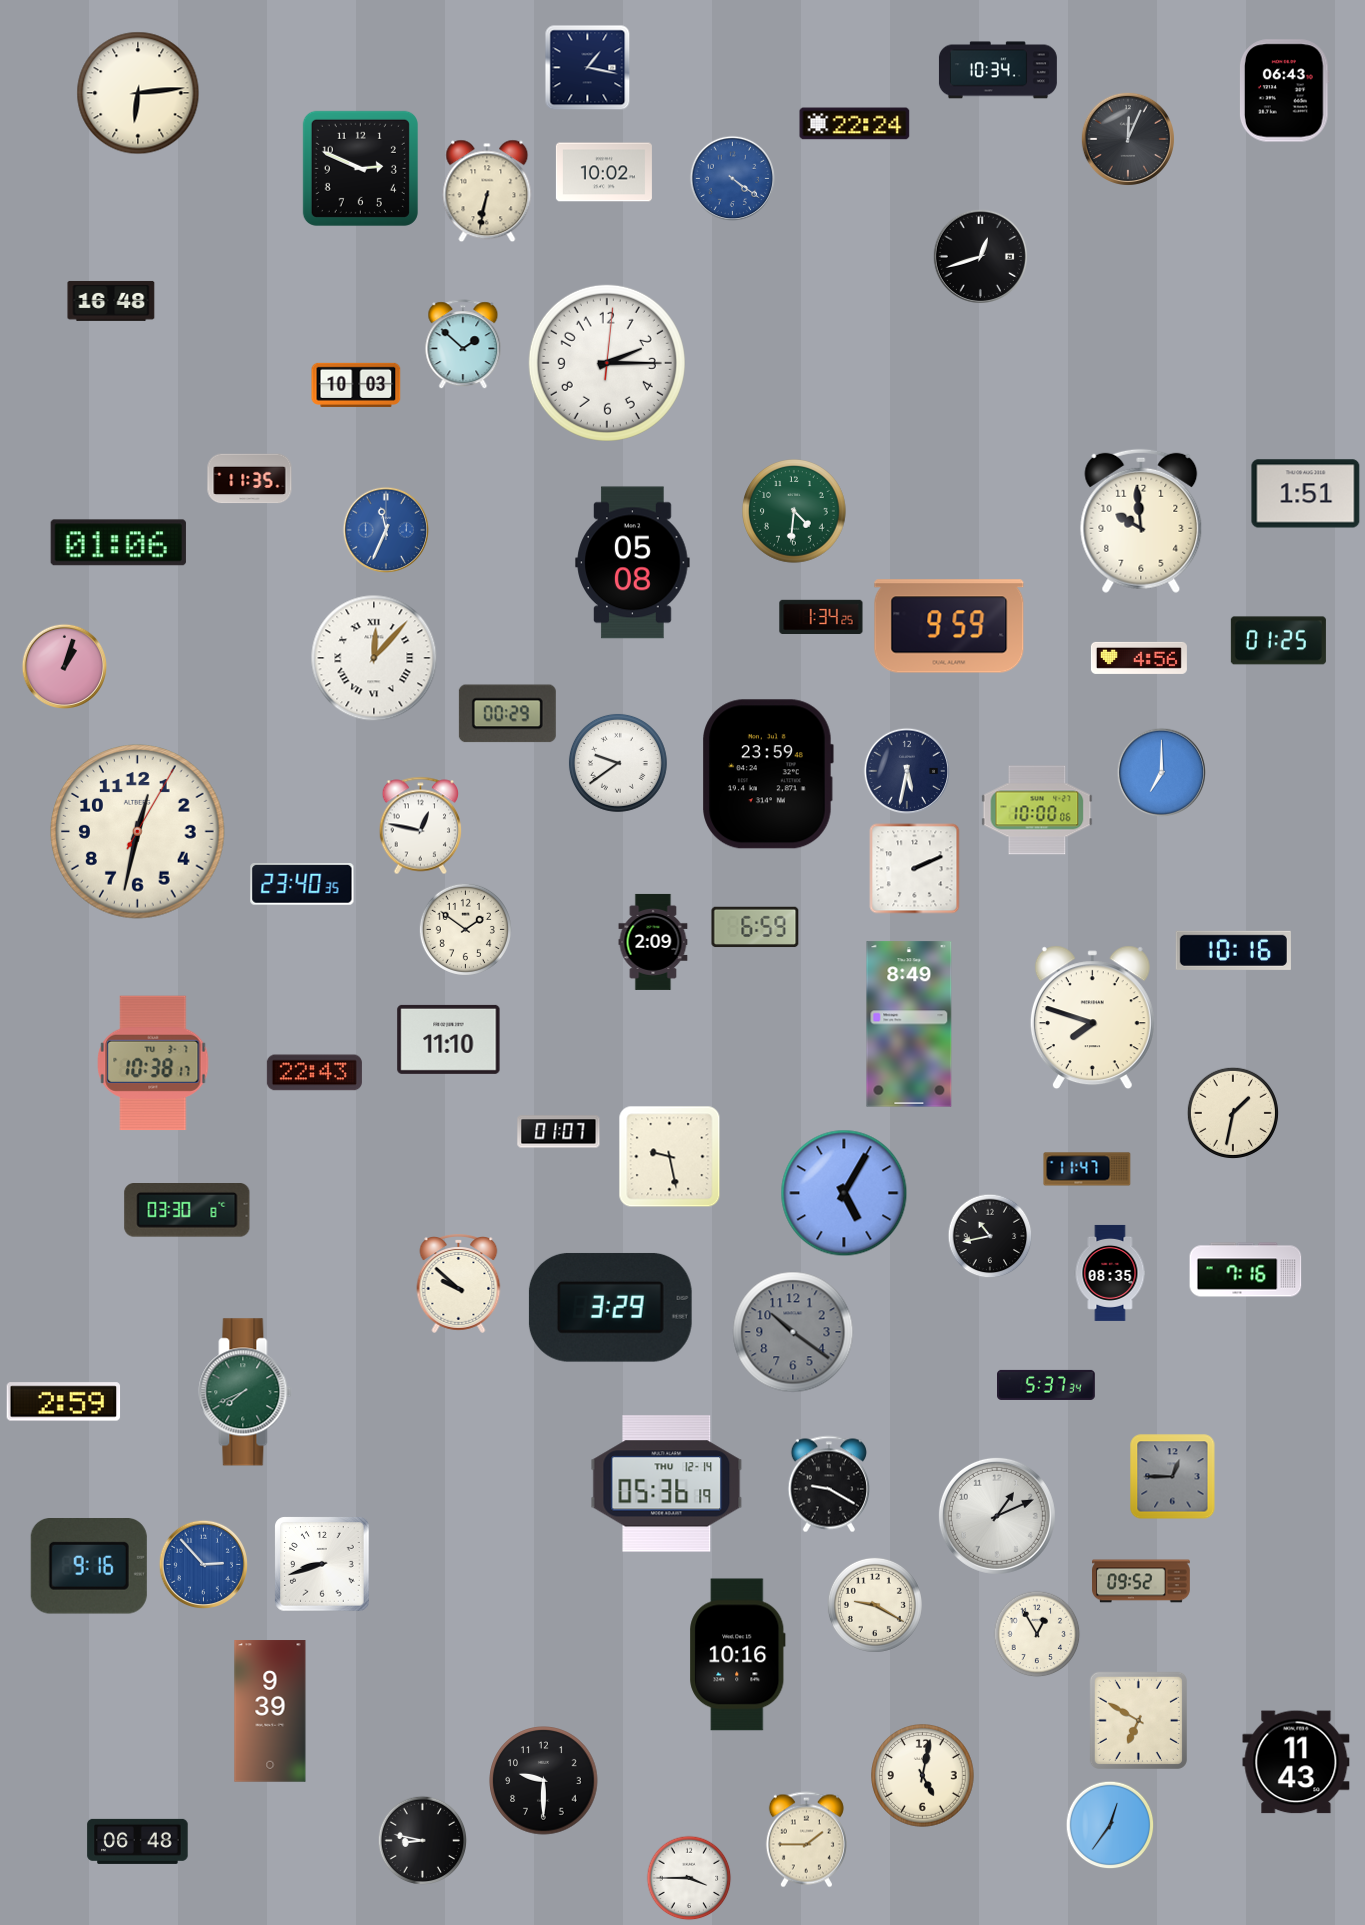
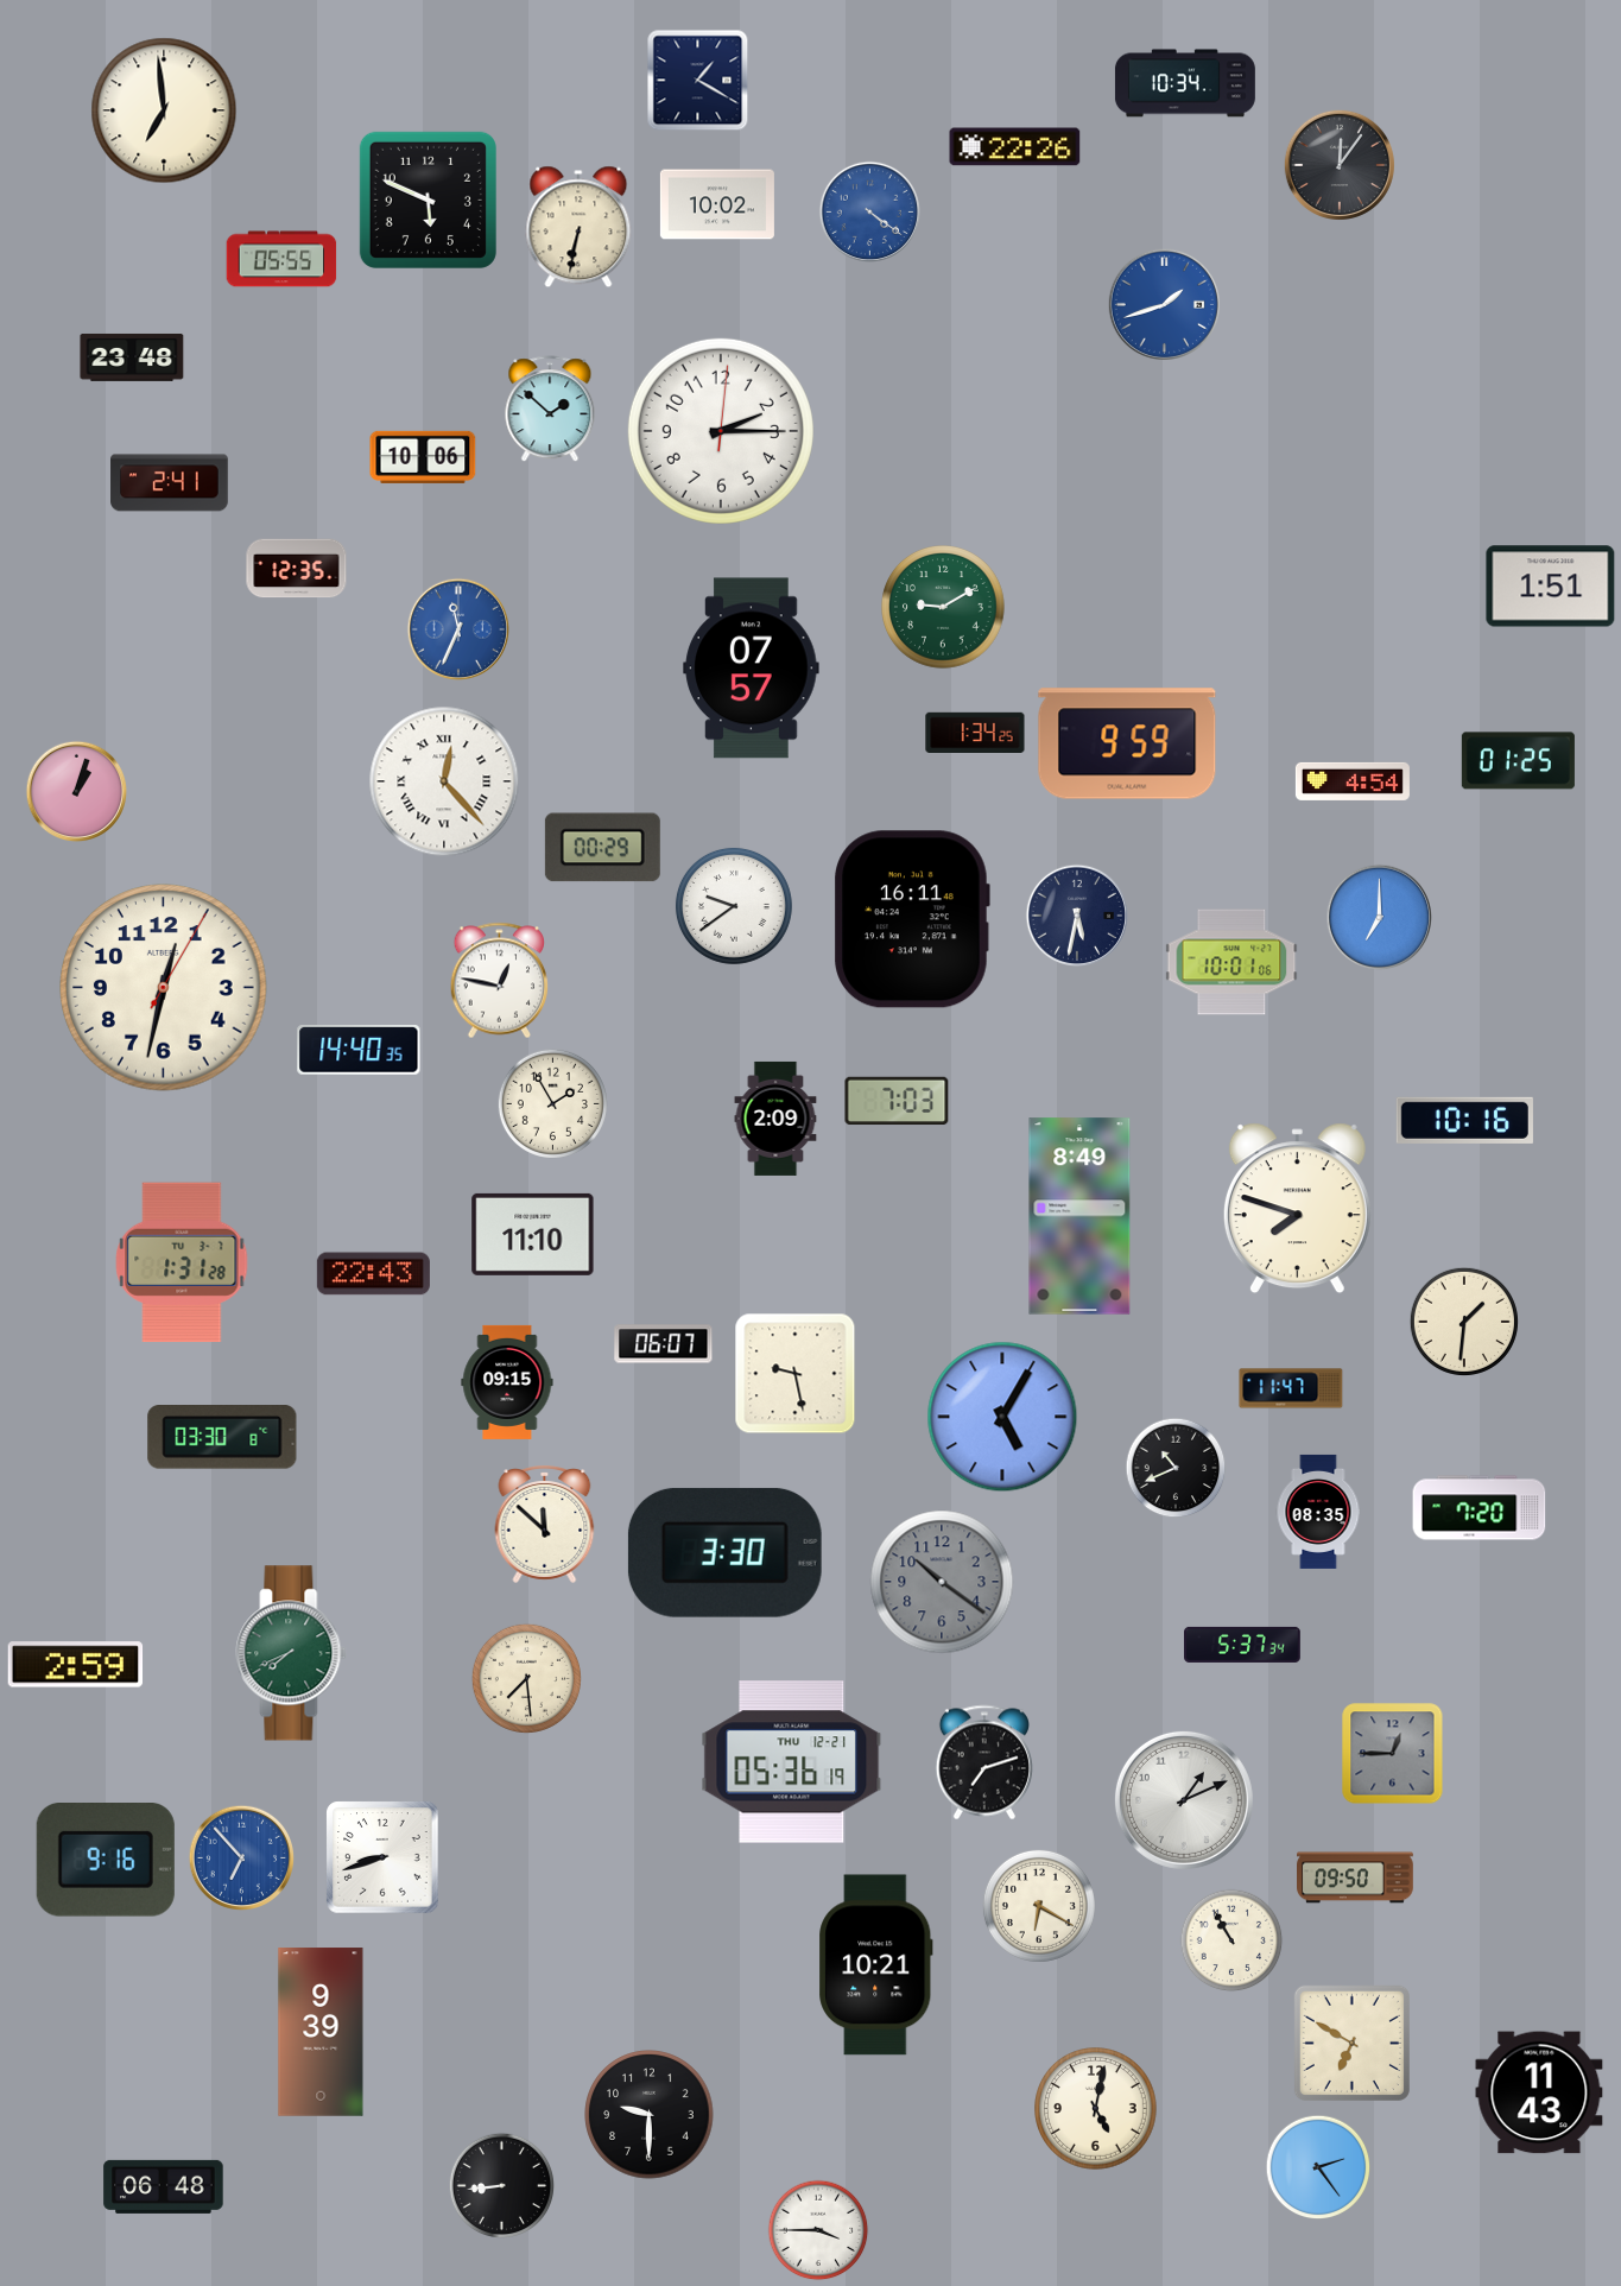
clock at (588, 68): 1:17 -> 1:20
clock at (1284, 91): 06:43 -> none
clock at (138, 93): 6:14 -> 6:59
clock at (855, 124): 22:24 -> 22:26
clock at (1128, 139): 12:04 -> 12:06
clock at (360, 168): 2:49 -> 5:49
clock at (281, 259): none -> 05:55
clock at (980, 256): 12:42 -> 1:42
clock at (980, 256) dial: black -> blue
clock at (111, 301): 16:48 -> 23:48
clock at (356, 385): 10:03 -> 10:06
clock at (170, 483): none -> 2:41
clock at (250, 479): 11:35 -> 12:35
clock at (794, 511): 4:31 -> 9:10
clock at (1141, 521): 9:59 -> none
clock at (118, 543): 01:06 -> none
clock at (633, 563): 05:08 -> 07:57
clock at (374, 658): 12:07 -> 12:23
clock at (1139, 658): 4:56 -> 4:54
clock at (768, 774): 23:59 -> 16:11
clock at (1037, 810): 10:00 -> 10:01
clock at (915, 869): 2:11 -> none
clock at (302, 885): 23:40 -> 14:40
clock at (755, 927): 6:59 -> 7:03
clock at (465, 929): 1:51 -> 1:55
clock at (1233, 950) position: (1233, 950) -> (1464, 1120)
clock at (153, 1063): 10:38 -> 1:31
clock at (1233, 1113): 1:32 -> 1:31
clock at (559, 1132): 01:07 -> 06:07
clock at (507, 1382): none -> 09:15
clock at (990, 1236): 10:43 -> 10:41
clock at (1246, 1270): 7:16 -> 7:20
clock at (459, 1283): 9:52 -> 11:52
clock at (610, 1307): 3:29 -> 3:30
clock at (526, 1678): none -> 7:29
clock at (667, 1484) date: THU 12-14 -> THU 12-21
clock at (829, 1484): 9:20 -> 7:12
clock at (203, 1564): 2:53 -> 6:53
clock at (1142, 1581): 09:52 -> 09:50
clock at (875, 1605): 9:20 -> 6:20
clock at (1037, 1634): 12:55 -> 10:55
clock at (738, 1655): 10:16 -> 10:21
clock at (544, 1781) position: (544, 1781) -> (650, 2115)
clock at (1110, 1825): 12:36 -> 2:24
clock at (806, 1840): 1:45 -> none
clock at (423, 1841): 8:47 -> 8:44
